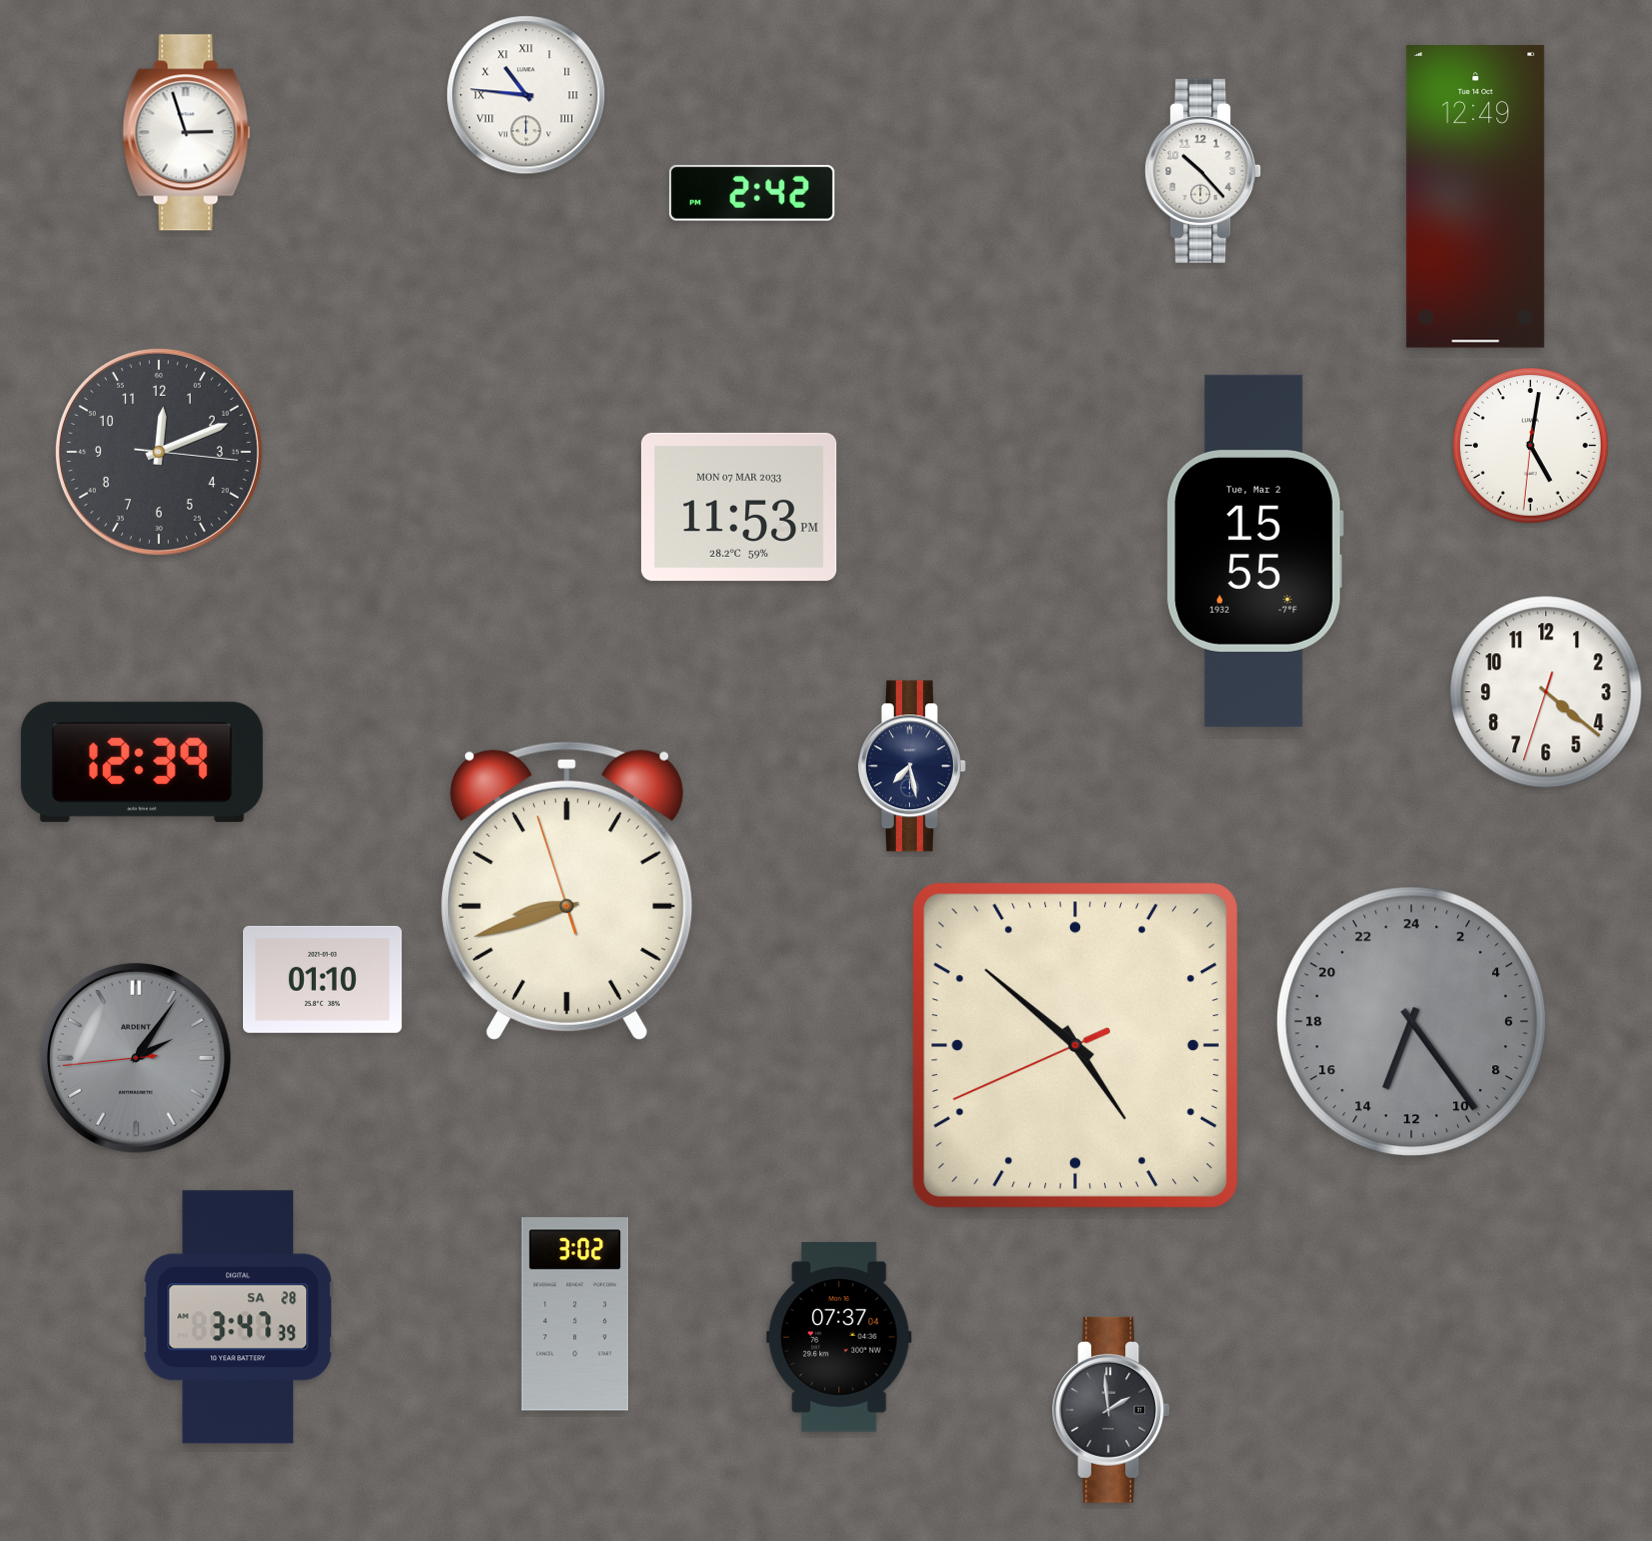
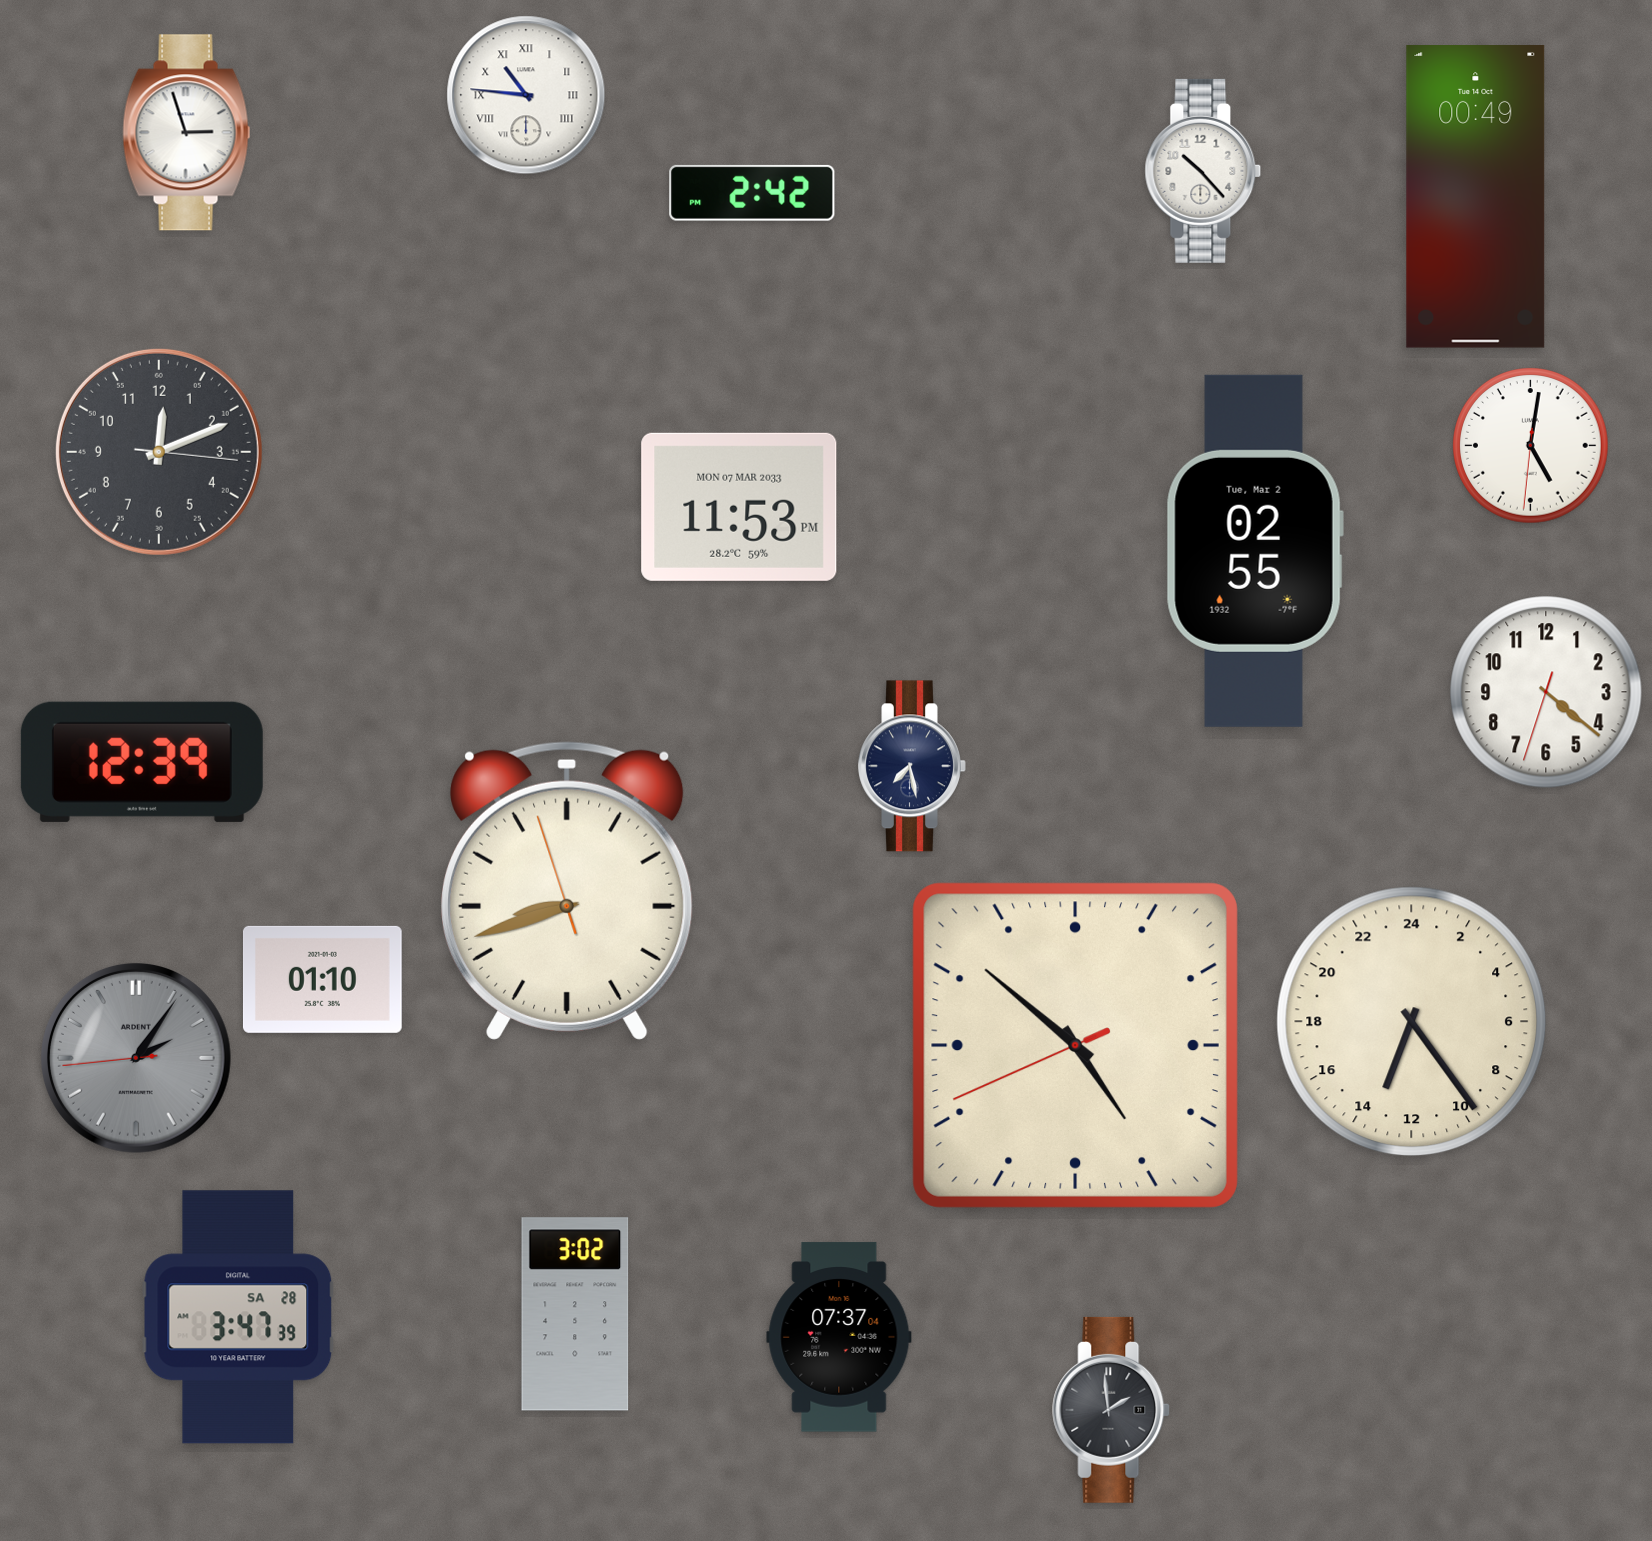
clock at (1476, 197): 12:49 -> 00:49
clock at (1255, 551): 15:55 -> 02:55
clock at (1412, 1022) dial: grey -> cream
